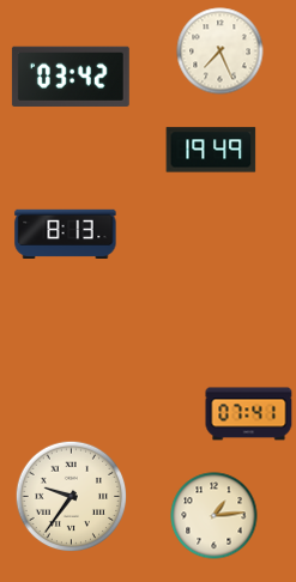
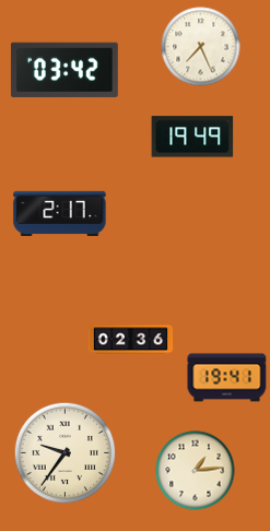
clock at (66, 235): 8:13 -> 2:17
clock at (131, 340): none -> 02:36
clock at (249, 414): 07:41 -> 19:41
